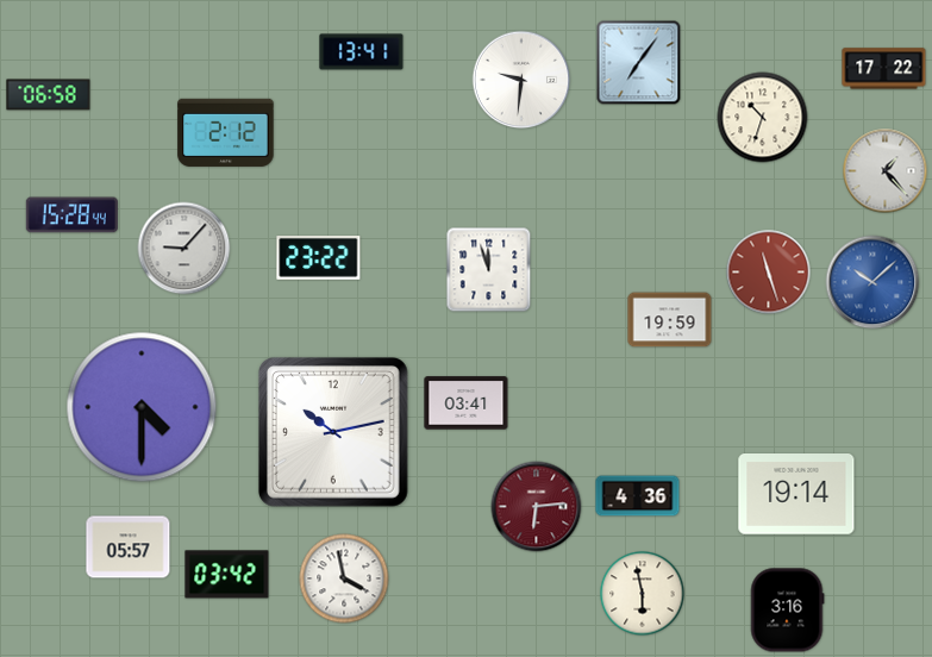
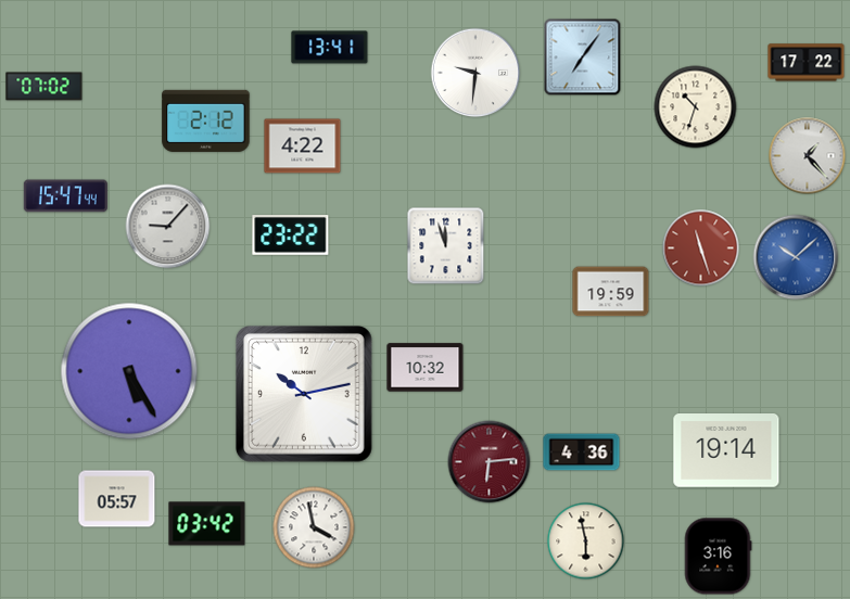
clock at (49, 95): 06:58 -> 07:02
clock at (303, 146): none -> 4:22
clock at (71, 215): 15:28 -> 15:47
clock at (467, 403): 03:41 -> 10:32
clock at (142, 407): 4:30 -> 5:25
